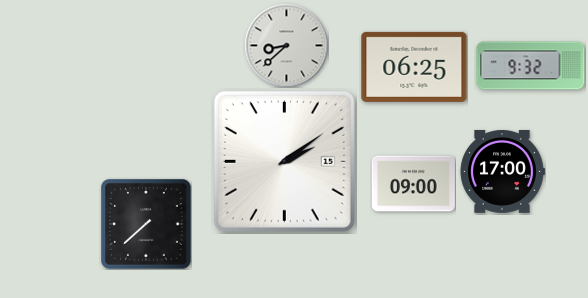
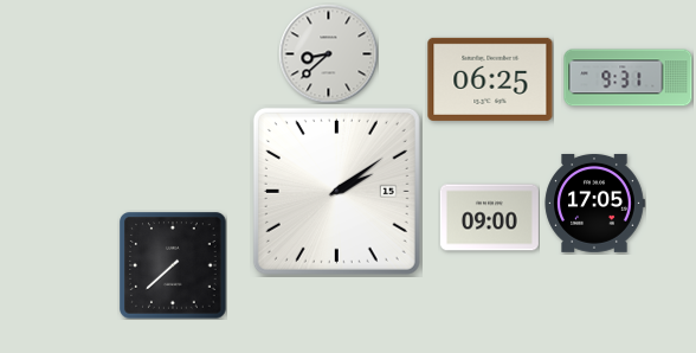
clock at (286, 45) position: (286, 45) -> (328, 53)
clock at (531, 66): 9:32 -> 9:31
clock at (502, 171): 17:00 -> 17:05
